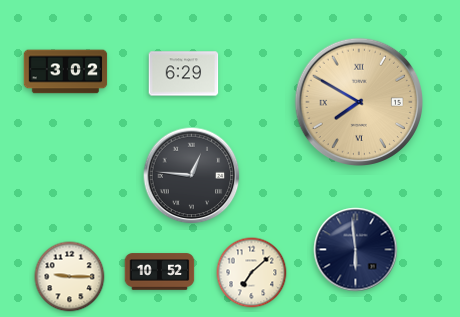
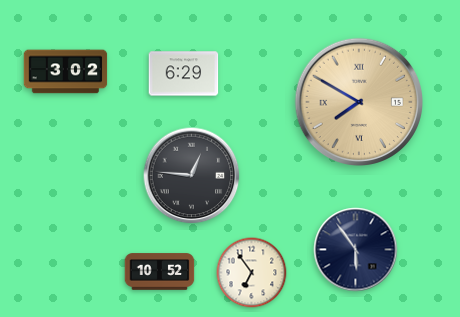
clock at (356, 250): 5:59 -> 5:54
clock at (252, 273): 7:08 -> 6:54
clock at (70, 277): 9:15 -> none
